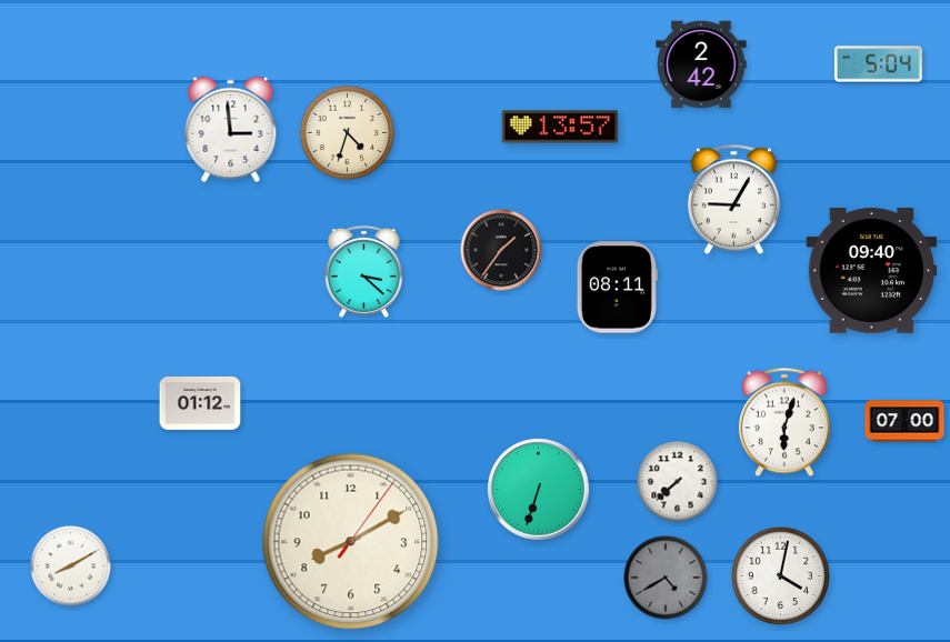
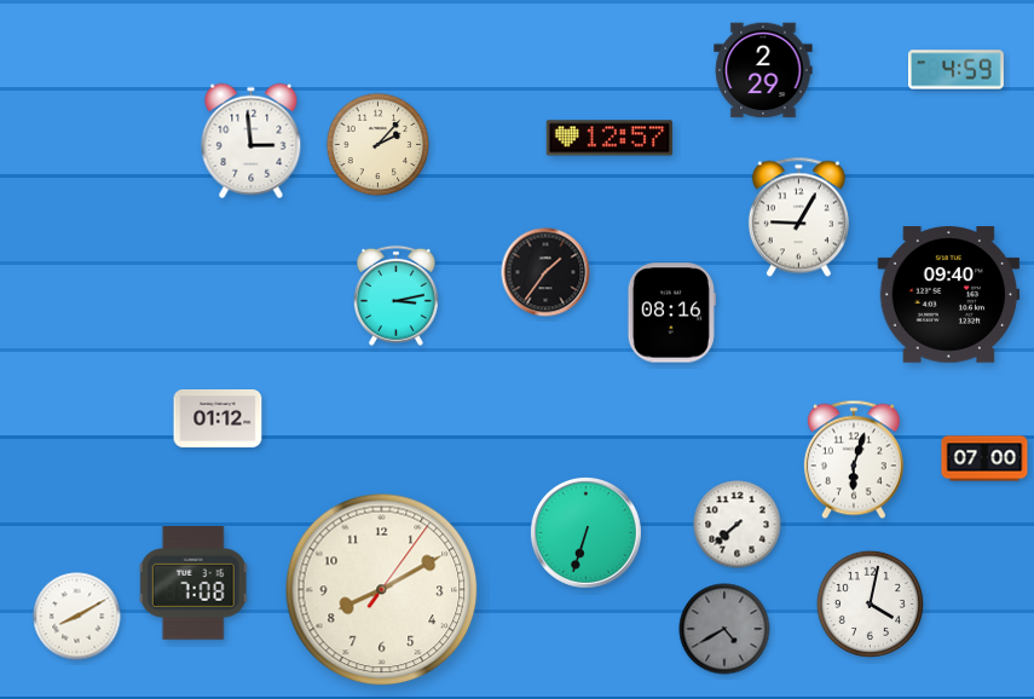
clock at (701, 64): 2:42 -> 2:29
clock at (878, 64): 5:04 -> 4:59
clock at (560, 127): 13:57 -> 12:57
clock at (348, 133): 4:33 -> 2:07
clock at (363, 271): 3:22 -> 3:13
clock at (617, 288): 08:11 -> 08:16
clock at (200, 403) position: (200, 403) -> (218, 418)
clock at (193, 583): none -> 7:08
clock at (780, 575) position: (780, 575) -> (870, 603)
